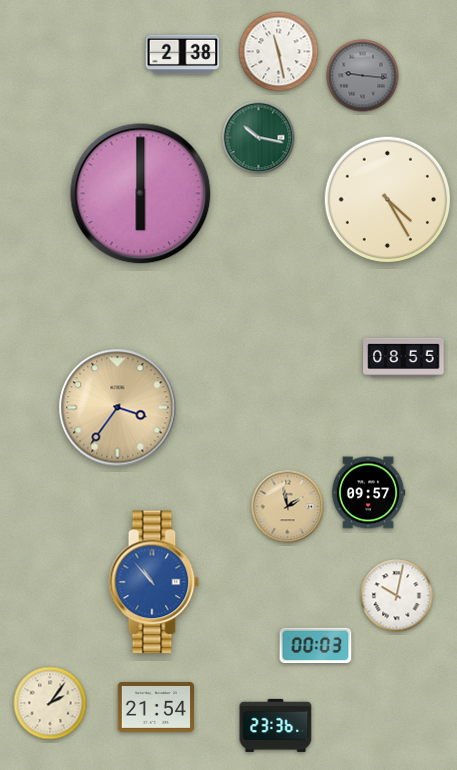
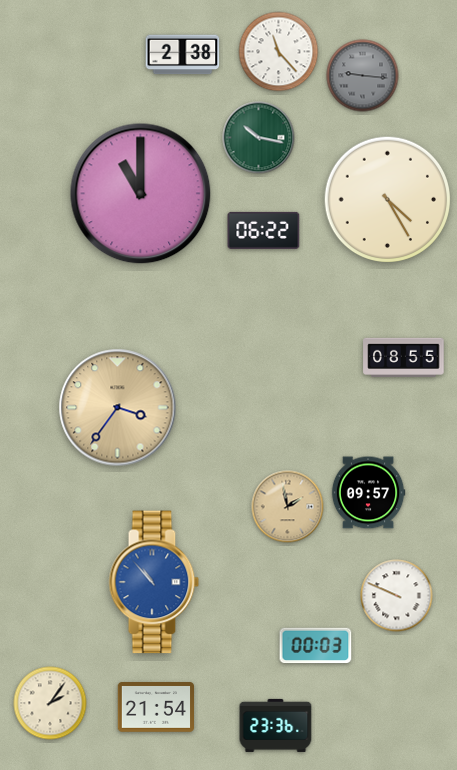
clock at (279, 52): 11:28 -> 11:23
clock at (141, 194): 6:00 -> 11:00
clock at (264, 230): none -> 06:22
clock at (397, 596): 10:02 -> 9:49
